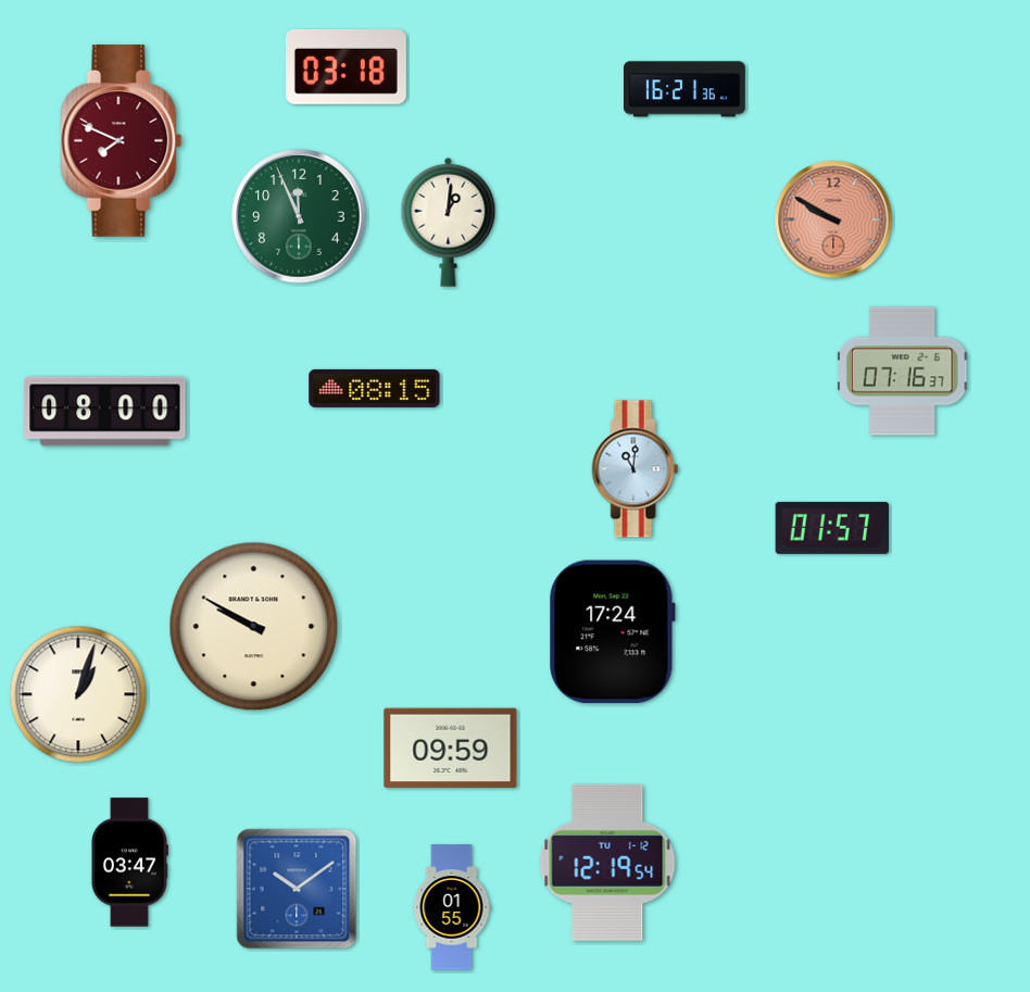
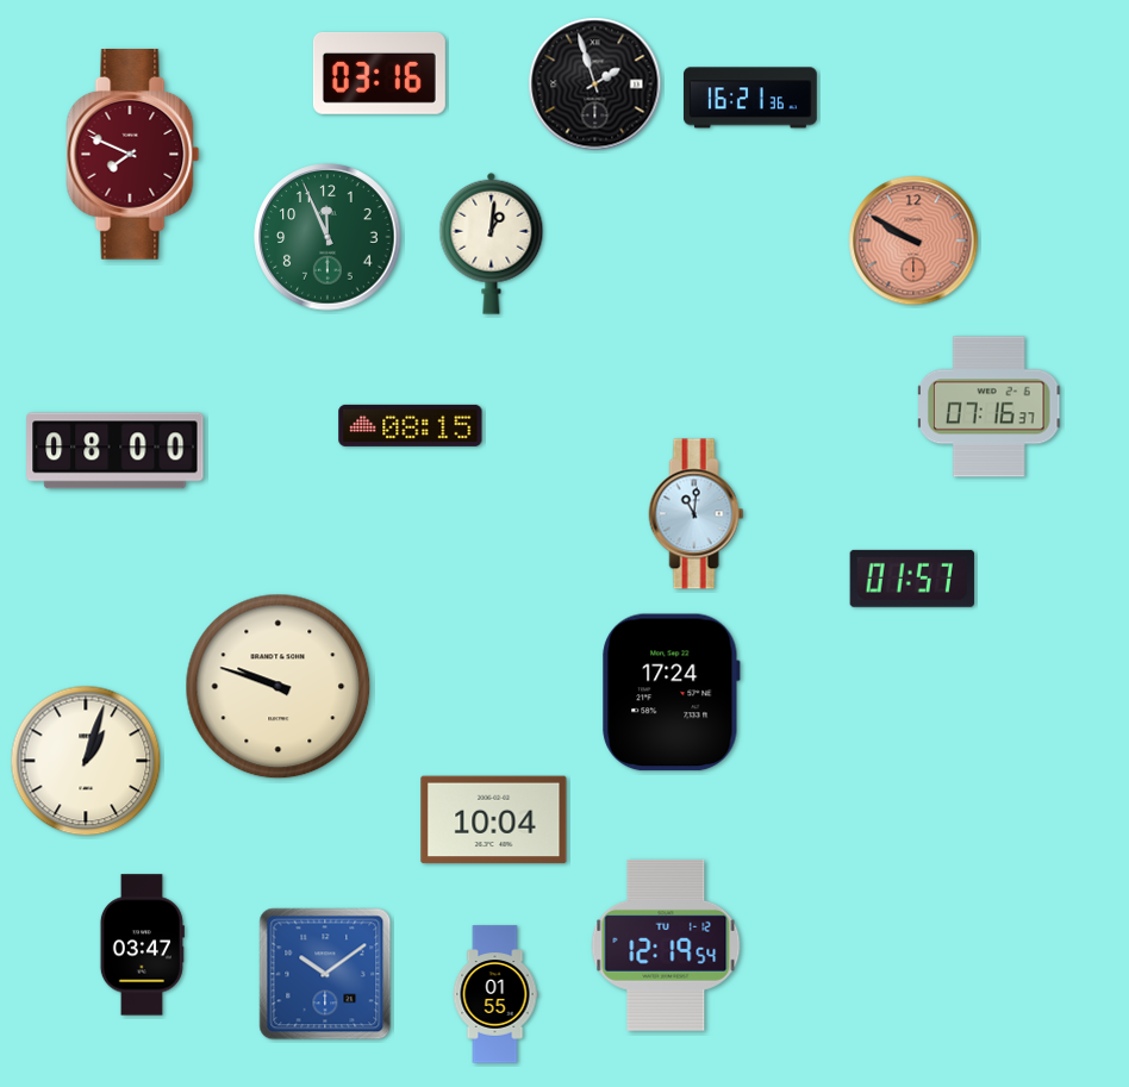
clock at (346, 66): 03:18 -> 03:16
clock at (595, 85): none -> 1:57
clock at (254, 627): 9:50 -> 9:48
clock at (451, 749): 09:59 -> 10:04
